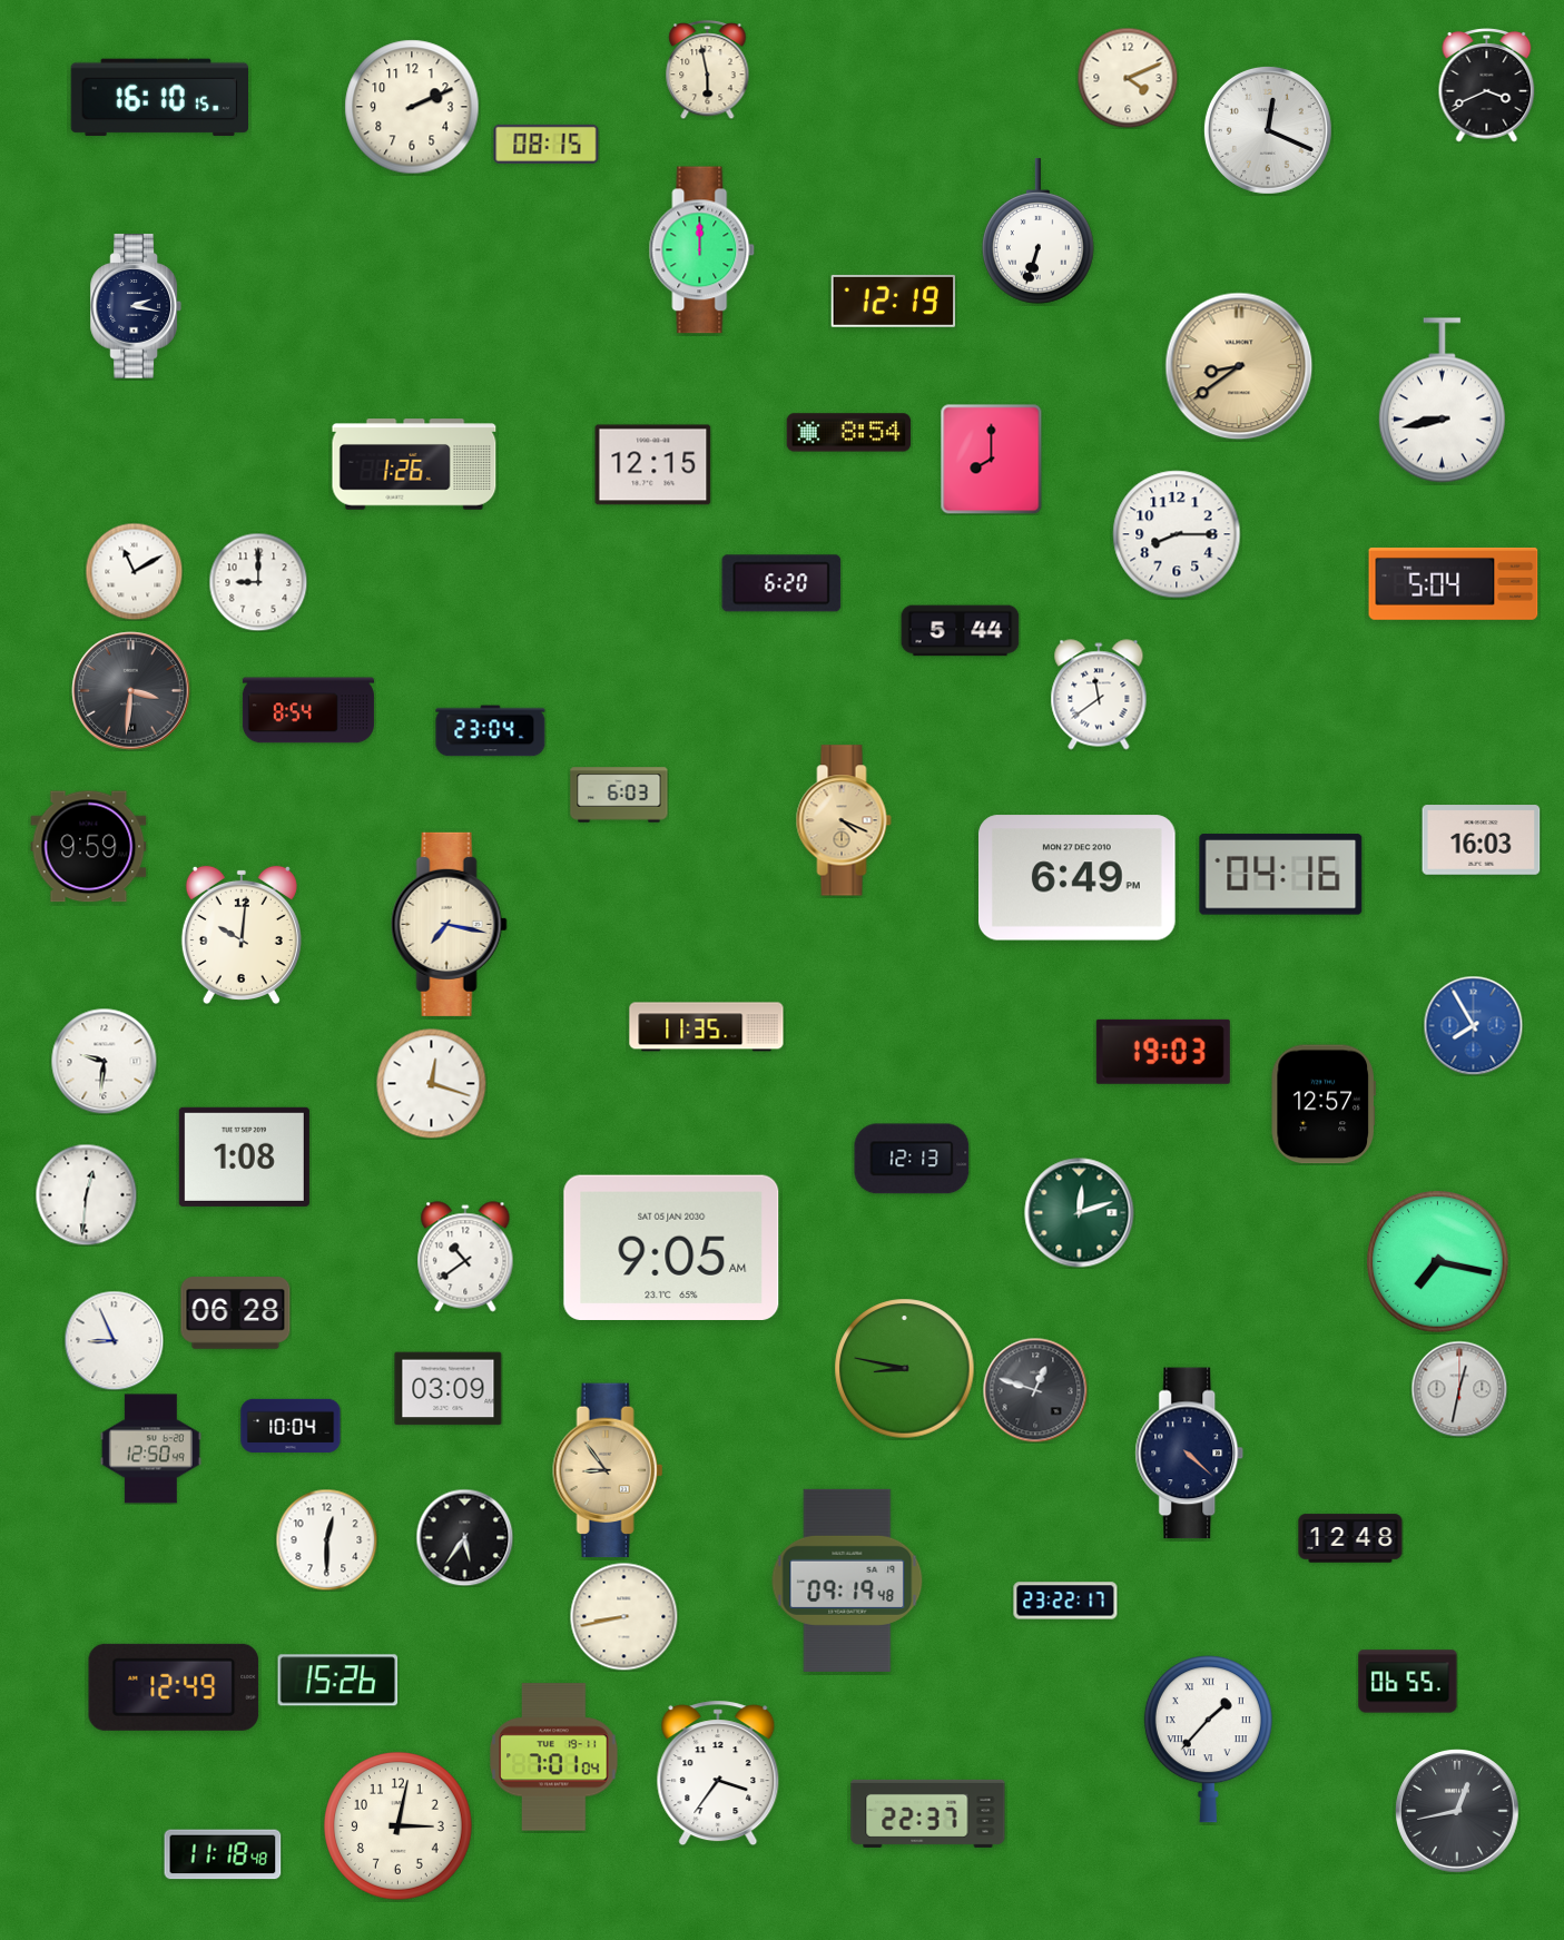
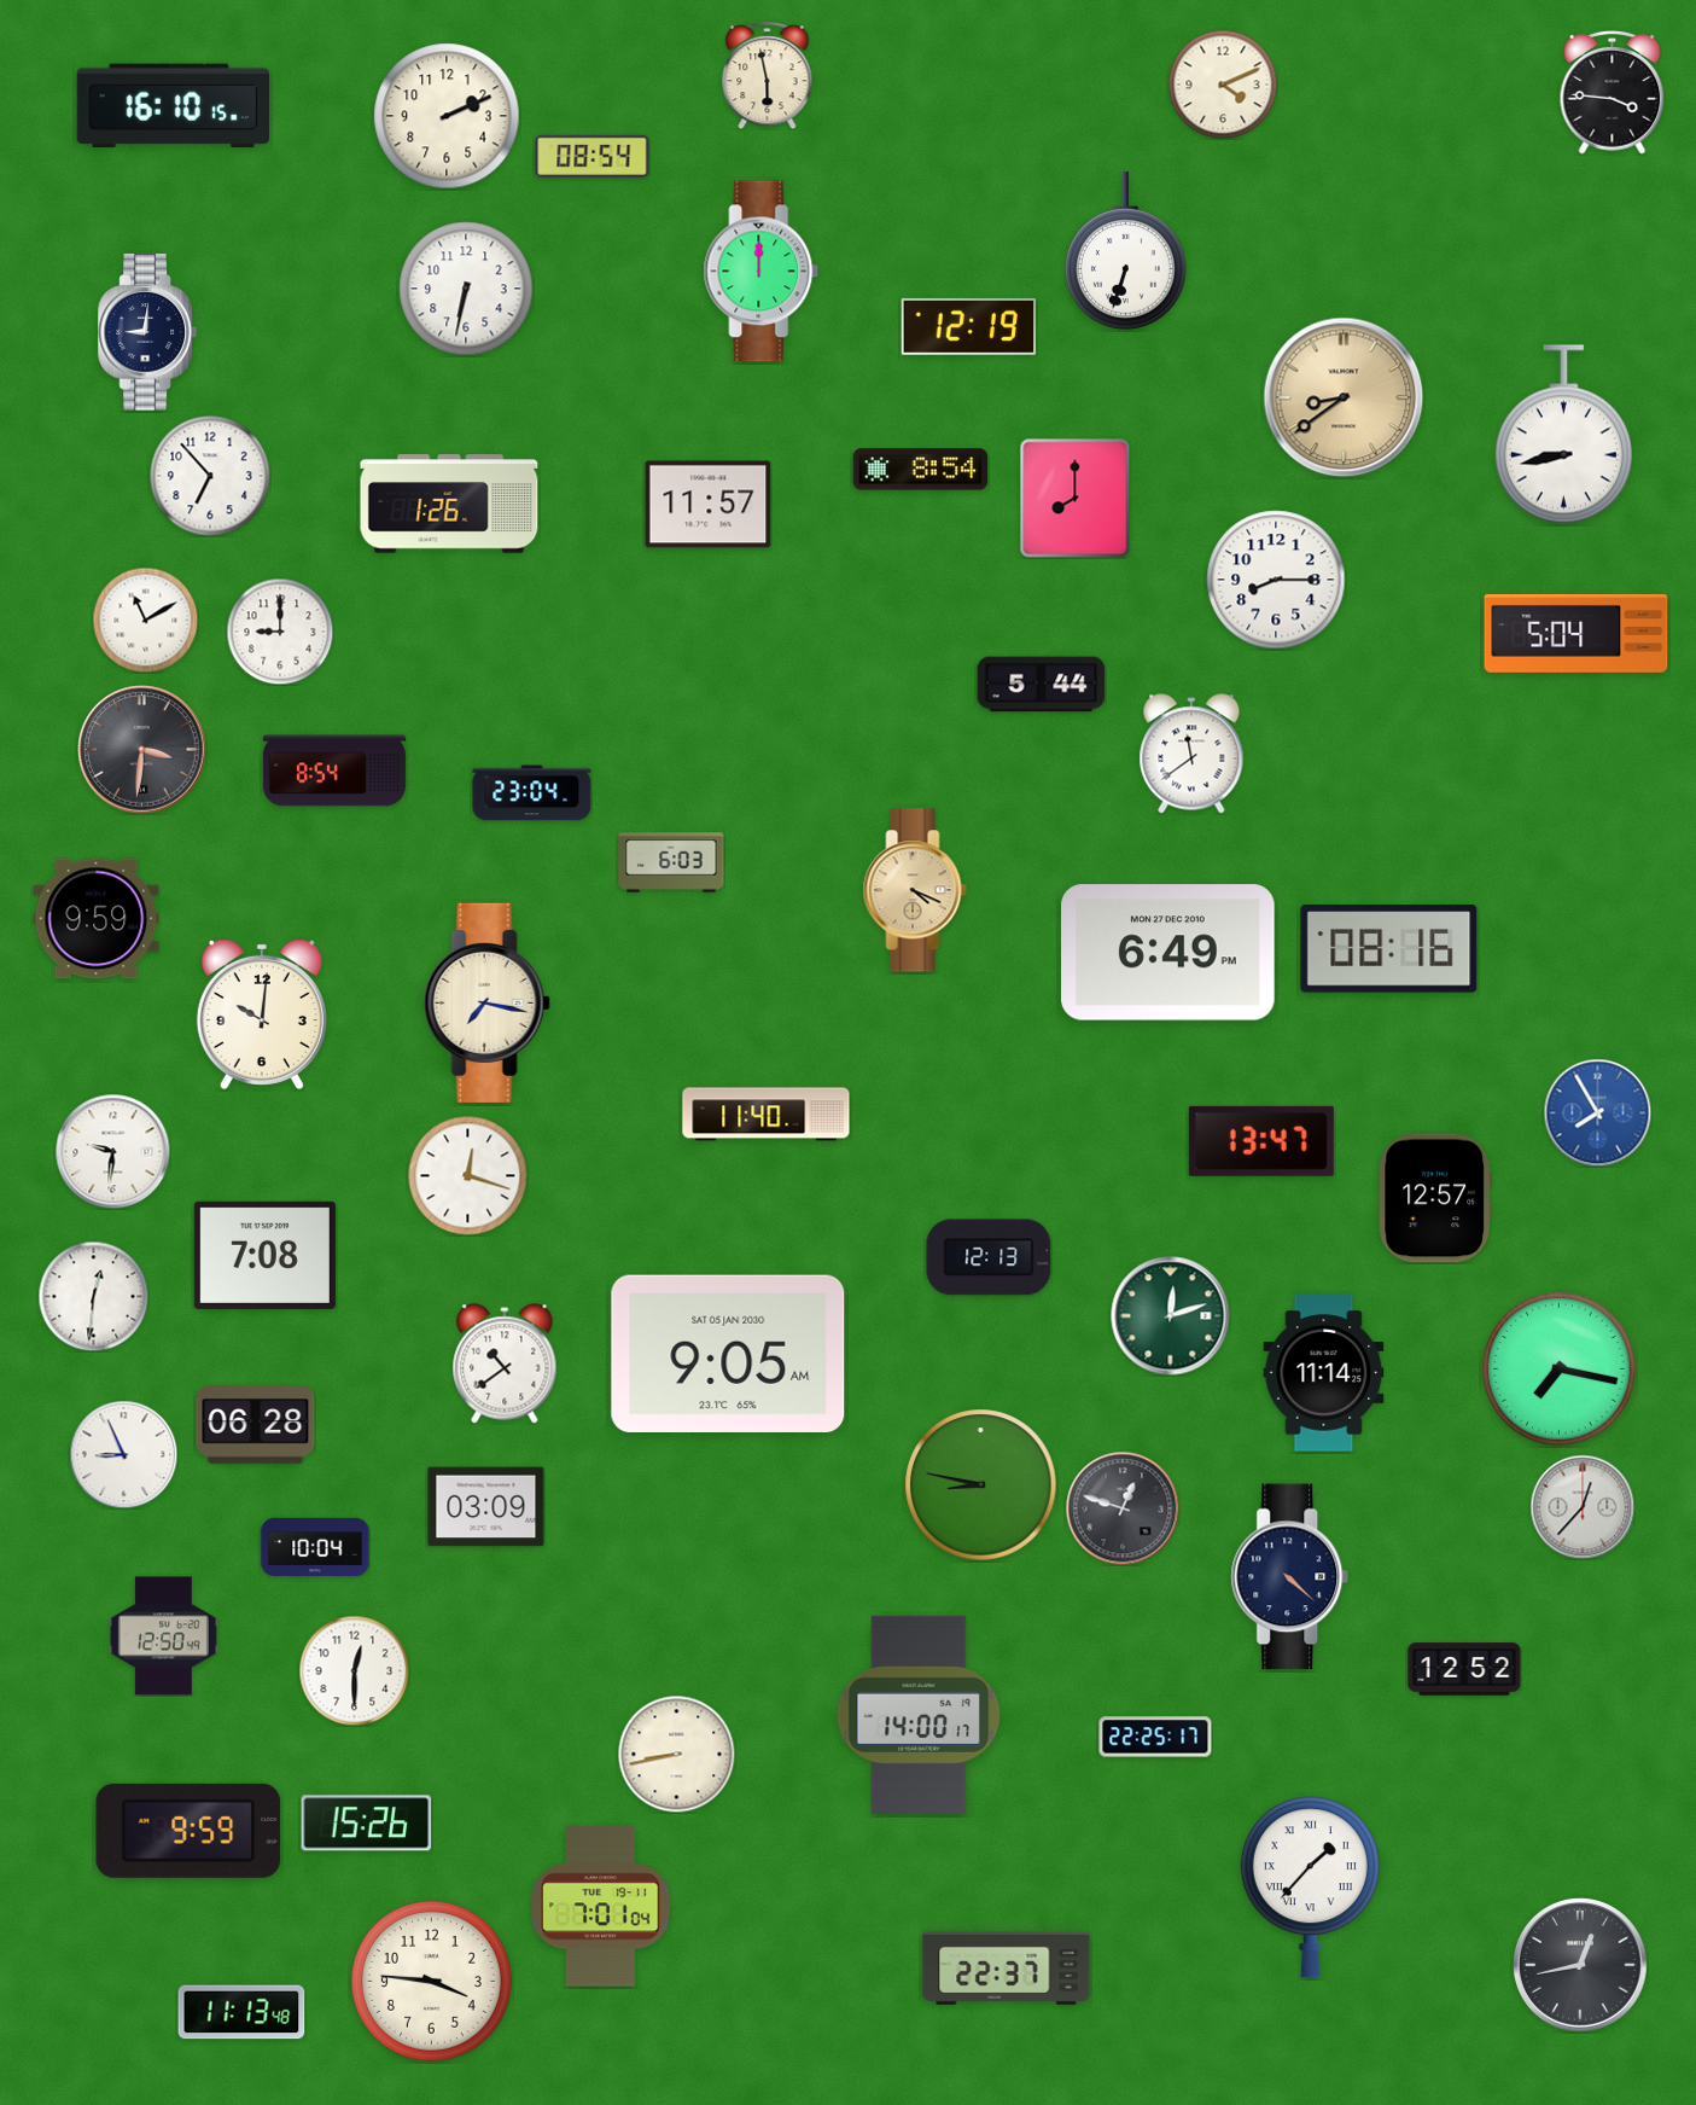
clock at (1487, 86): 3:41 -> 3:46
clock at (1268, 130): 12:19 -> none
clock at (547, 144): 08:15 -> 08:54
clock at (466, 289): none -> 6:32
clock at (136, 306): 2:17 -> 9:01
clock at (210, 476): none -> 6:53
clock at (653, 465): 12:15 -> 11:57
clock at (781, 583): 6:20 -> none
clock at (1482, 840): 16:03 -> none
clock at (1281, 875): 04:16 -> 08:16
clock at (707, 1027): 11:35 -> 11:40
clock at (1163, 1052): 19:03 -> 13:47
clock at (244, 1156): 1:08 -> 7:08
clock at (1324, 1373): none -> 11:14
clock at (1459, 1389): 12:32 -> 12:37
clock at (150, 1449) position: (150, 1449) -> (163, 1636)
clock at (608, 1470): 8:54 -> none
clock at (464, 1537): 5:36 -> none
clock at (1350, 1538): 12:48 -> 12:52
clock at (847, 1580): 09:19 -> 14:00
clock at (1065, 1601): 23:22 -> 22:25
clock at (1408, 1682): 06:55 -> none
clock at (174, 1687): 12:49 -> 9:59
clock at (718, 1773): 3:36 -> none
clock at (399, 1826): 3:02 -> 3:46
clock at (223, 1854): 11:18 -> 11:13
